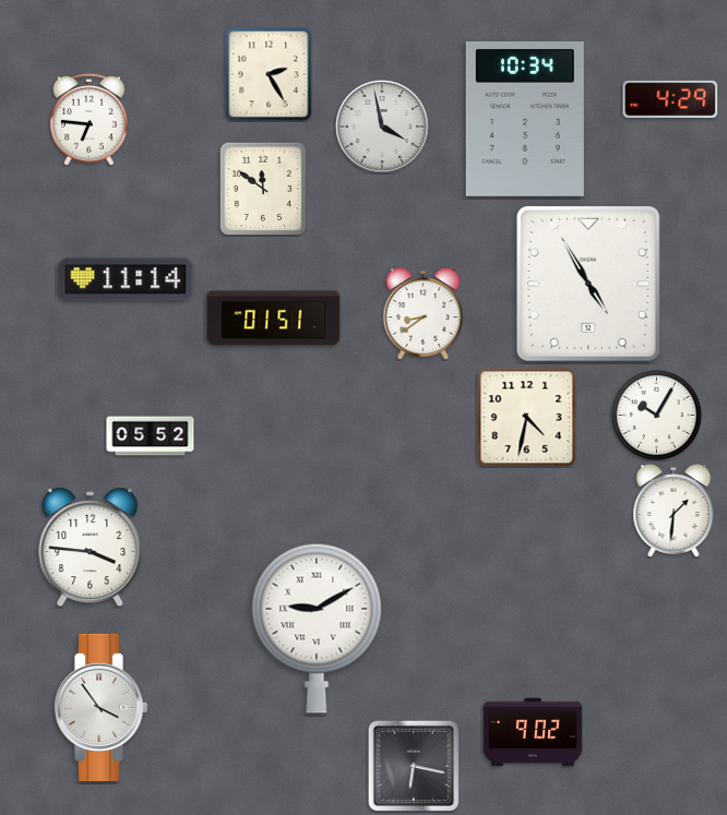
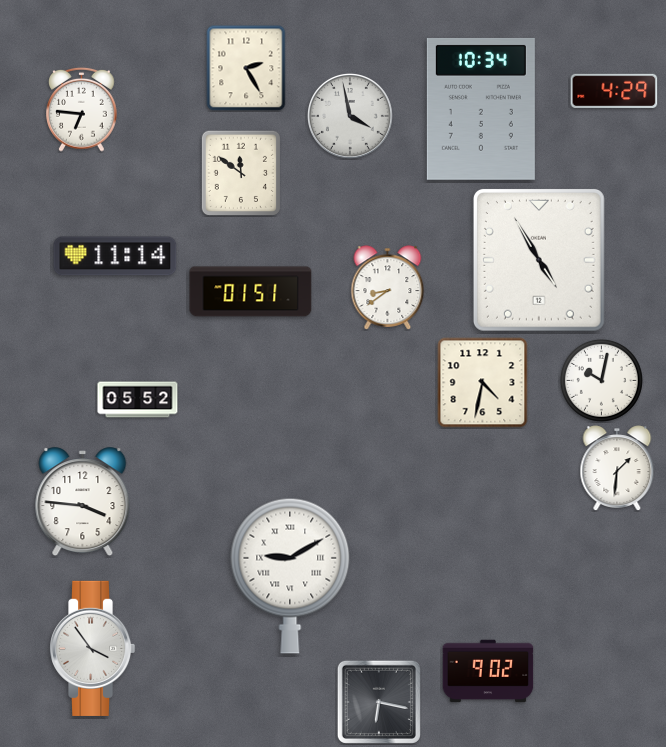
clock at (656, 415): 10:05 -> 10:02
